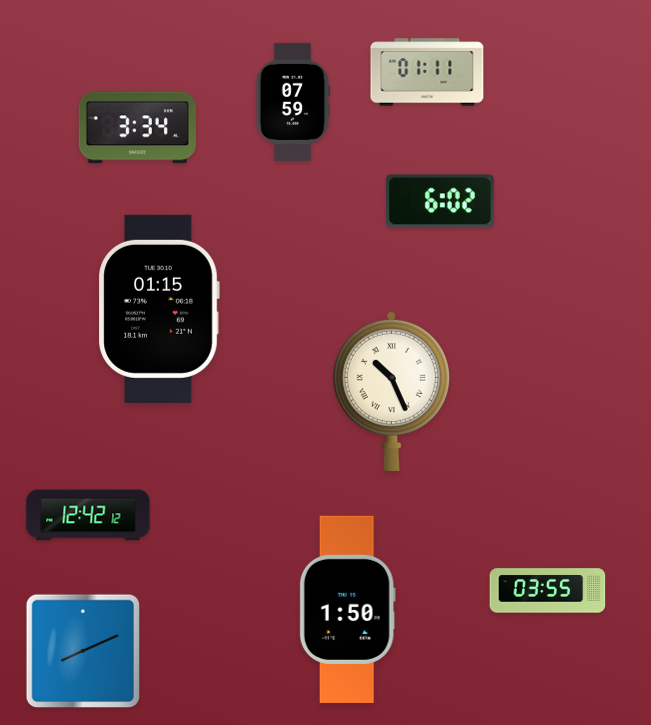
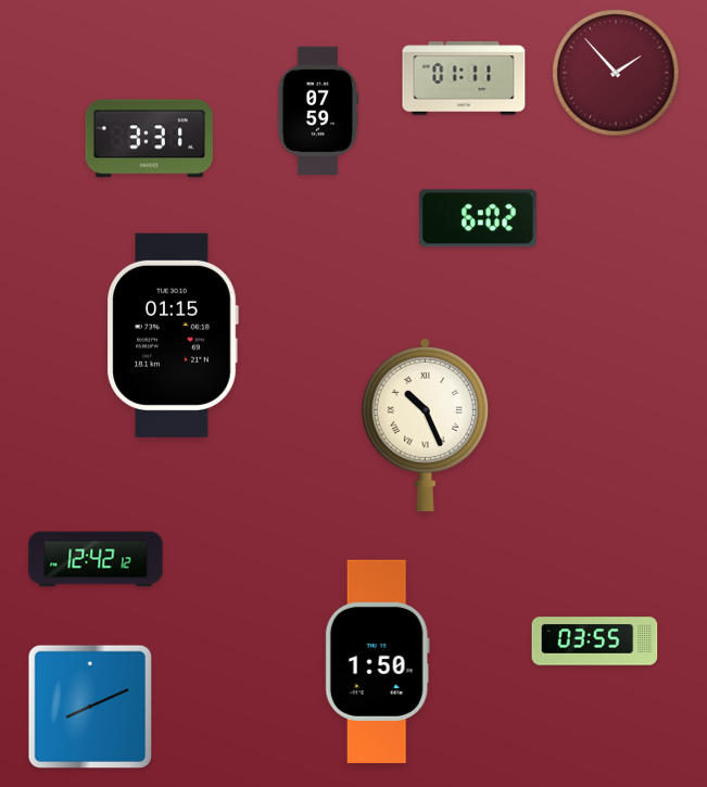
clock at (616, 73): none -> 1:53
clock at (137, 128): 3:34 -> 3:31
